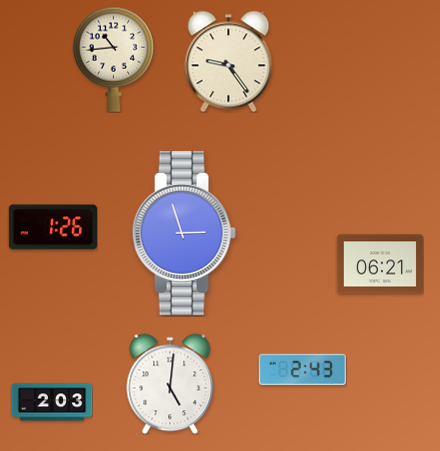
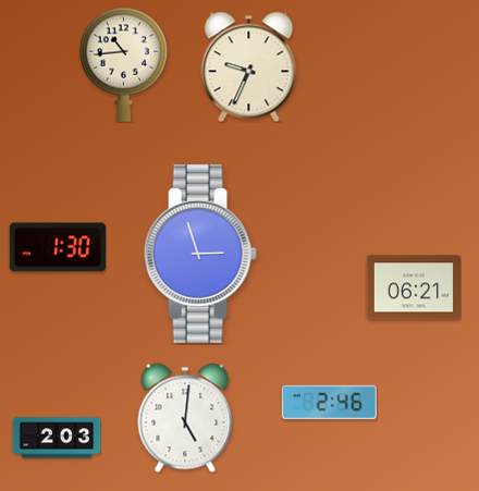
clock at (229, 61): 9:24 -> 9:34
clock at (52, 227): 1:26 -> 1:30
clock at (302, 370): 2:43 -> 2:46
